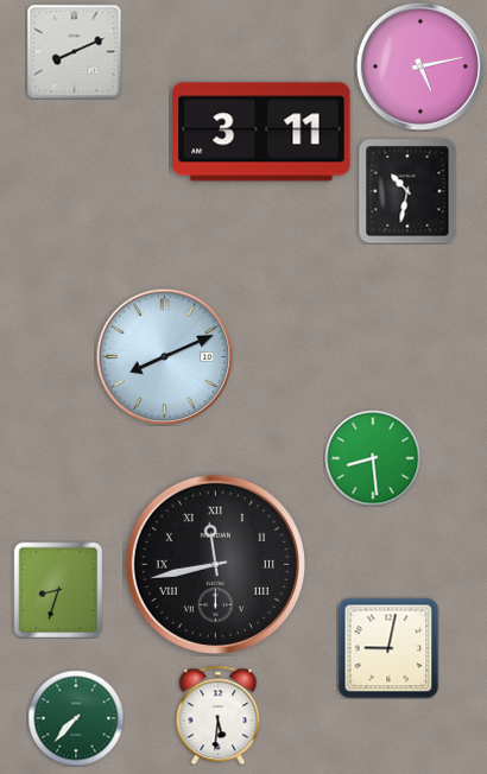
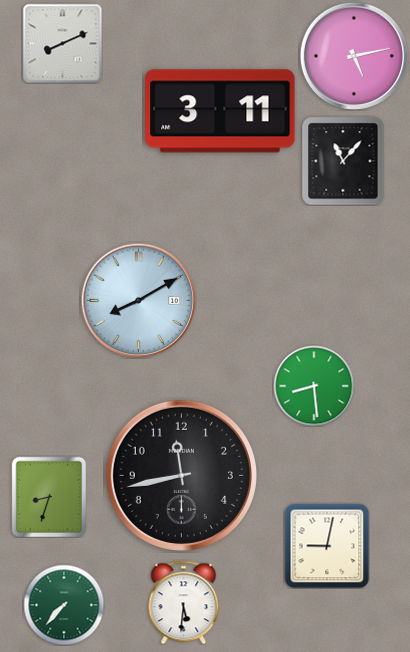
clock at (407, 191): 10:32 -> 11:07
clock at (164, 356): 8:11 -> 8:10
clock at (215, 564) numerals: Roman -> Arabic
